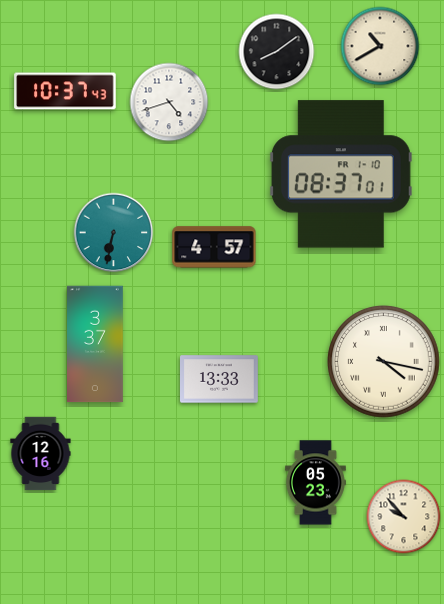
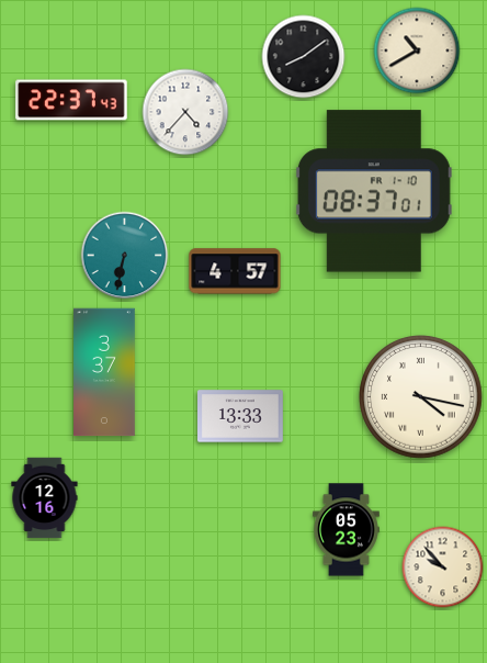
clock at (65, 91): 10:37 -> 22:37
clock at (169, 102): 4:42 -> 4:37
clock at (96, 344) position: (96, 344) -> (105, 372)
